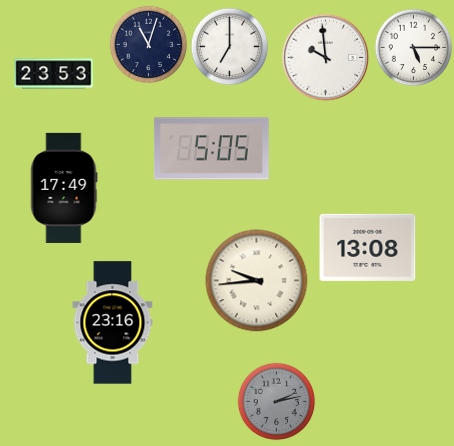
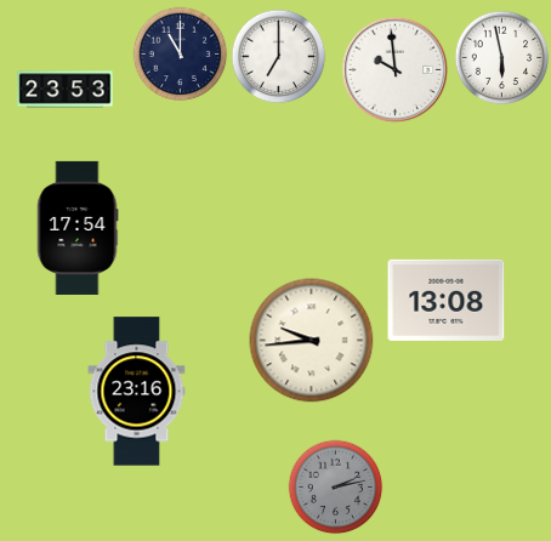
clock at (148, 44): 11:03 -> 11:00
clock at (413, 47): 5:15 -> 5:58
clock at (211, 149): 5:05 -> none
clock at (64, 188): 17:49 -> 17:54
